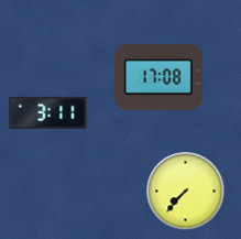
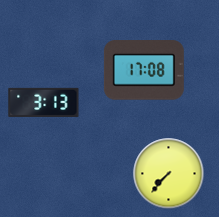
clock at (48, 112): 3:11 -> 3:13
